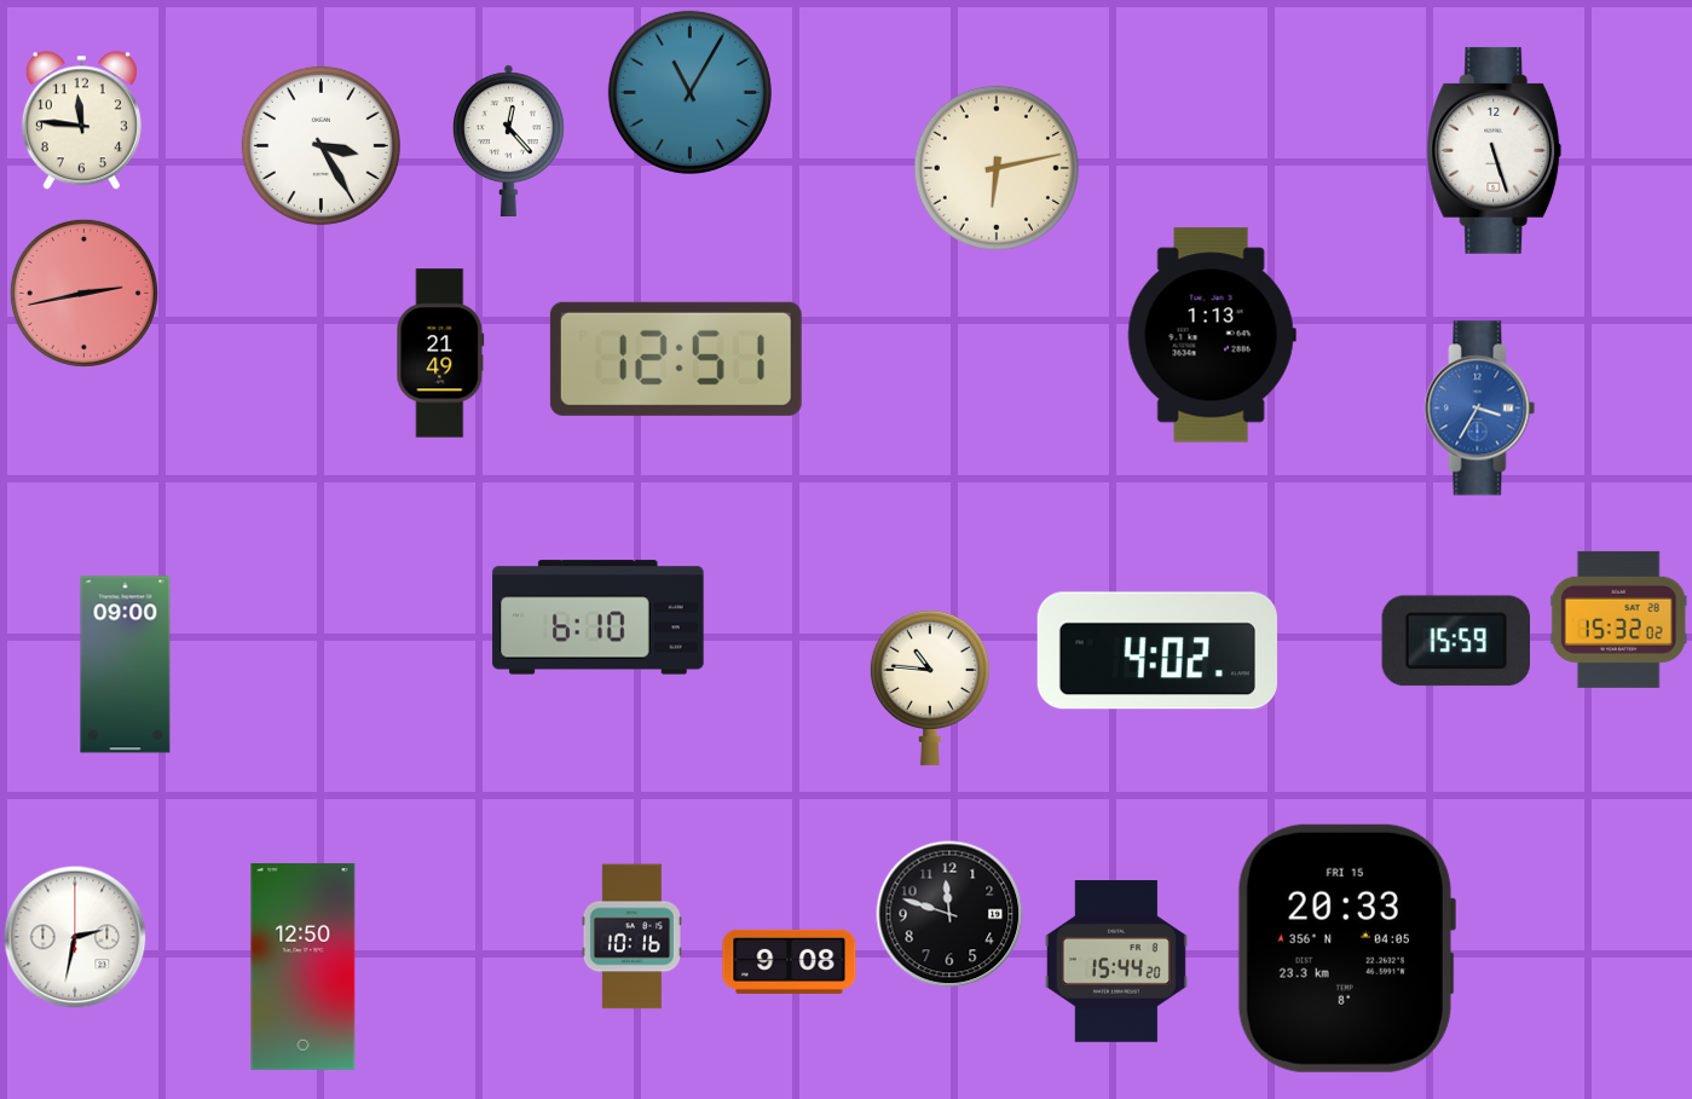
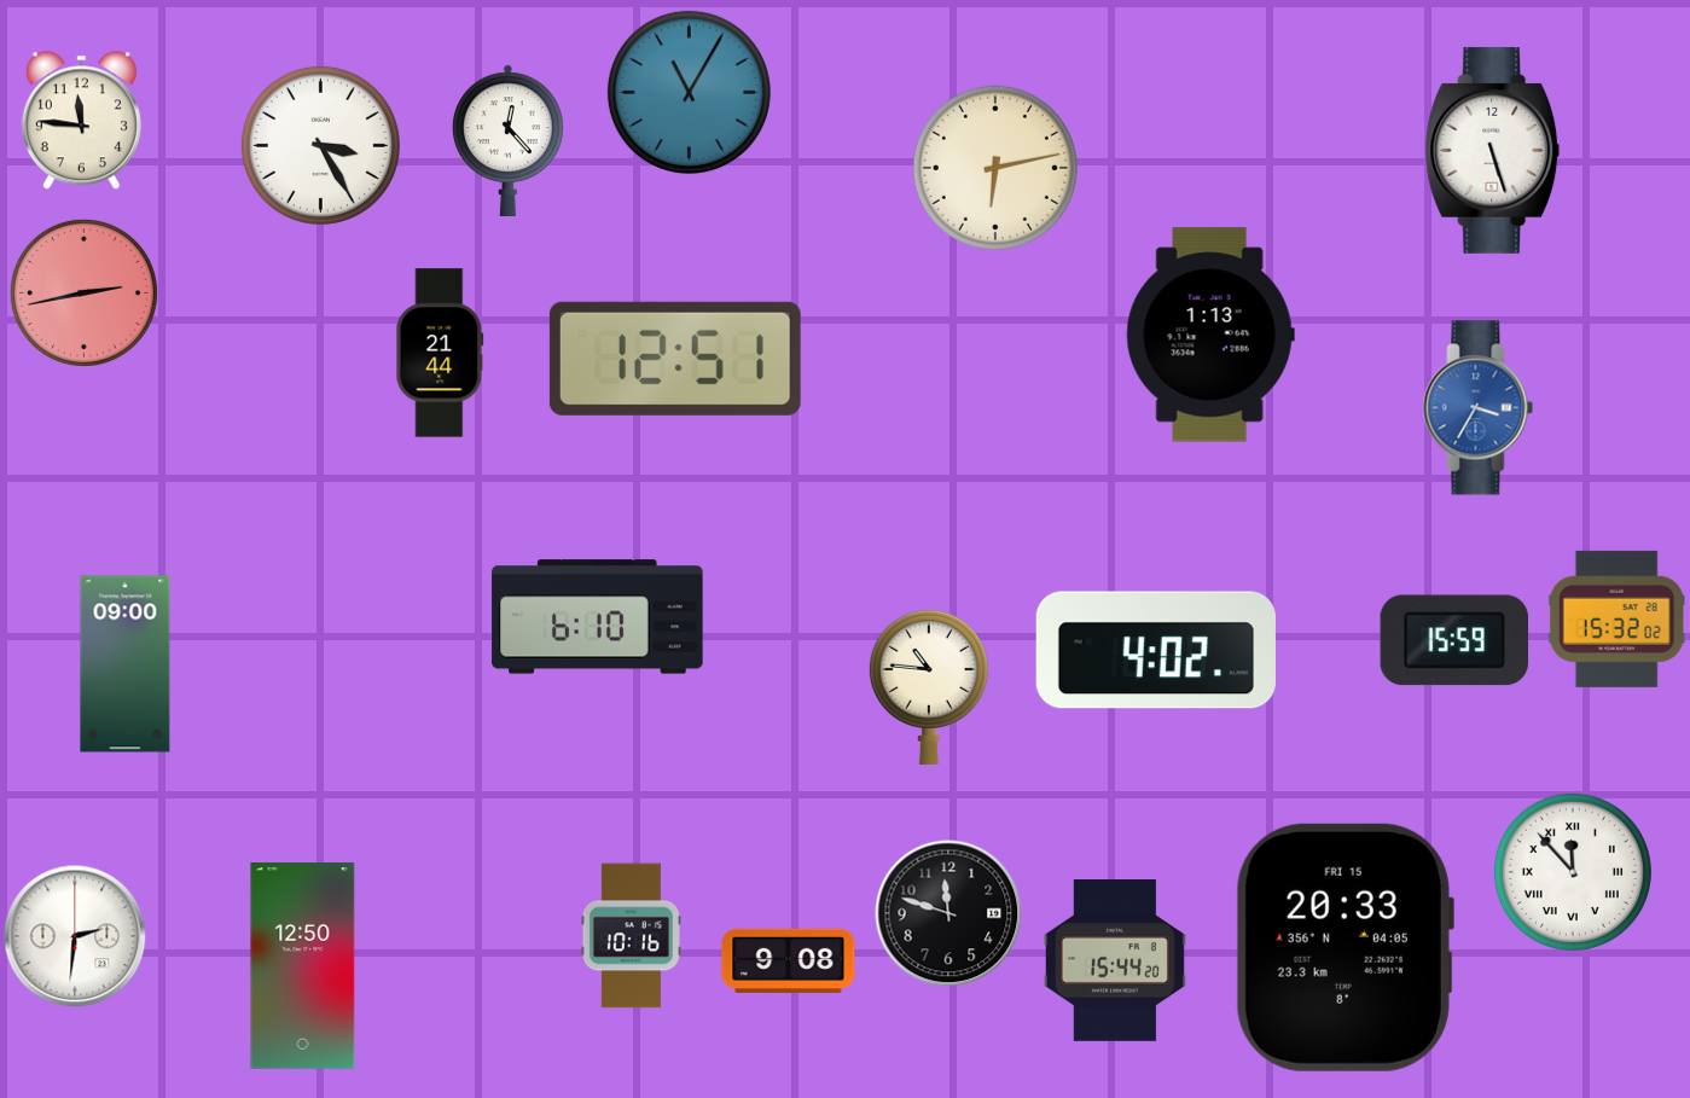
clock at (440, 353): 21:49 -> 21:44
clock at (1573, 872): none -> 11:53
clock at (75, 937): 2:32 -> 2:31
